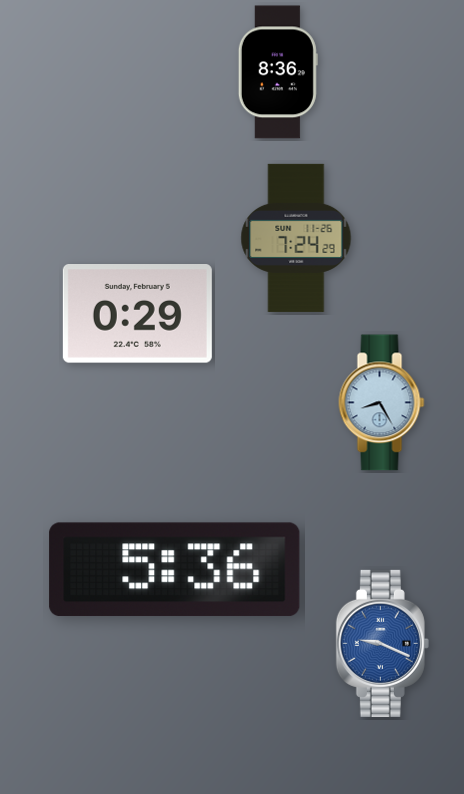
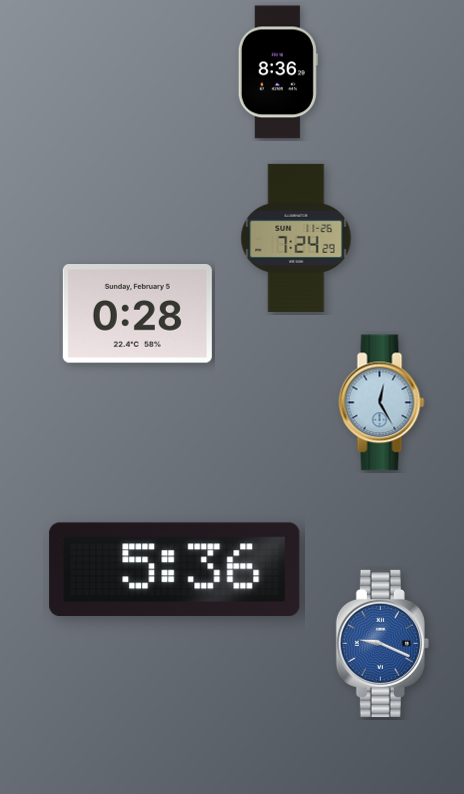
clock at (137, 314): 0:29 -> 0:28
clock at (382, 403): 8:25 -> 12:25
